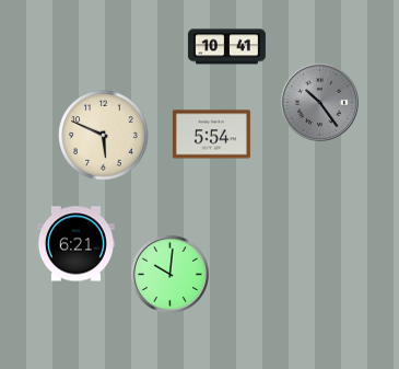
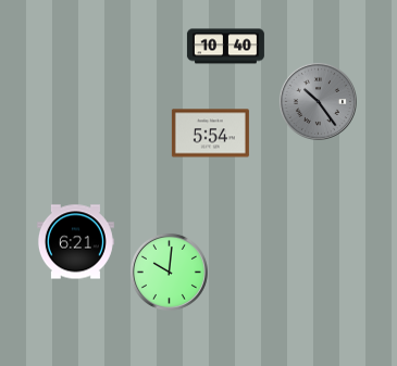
clock at (226, 47): 10:41 -> 10:40
clock at (104, 136): 5:49 -> none
